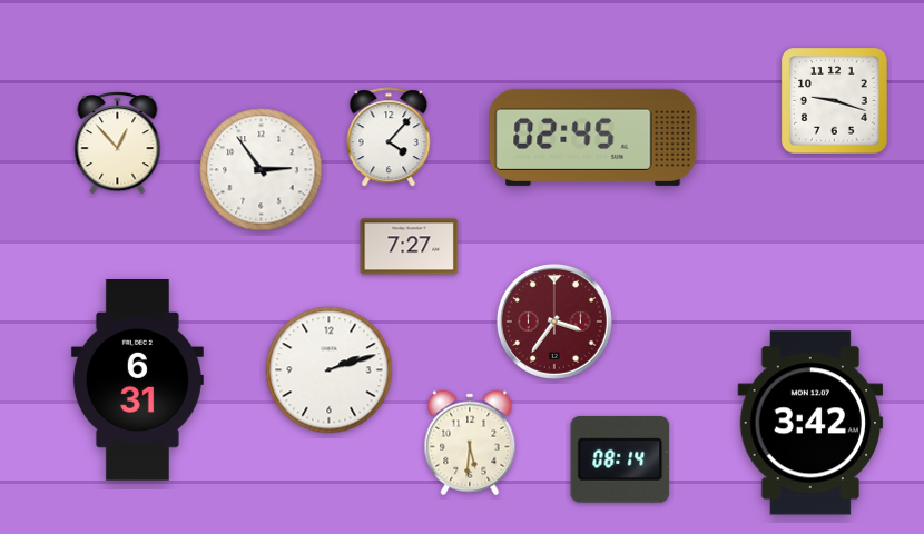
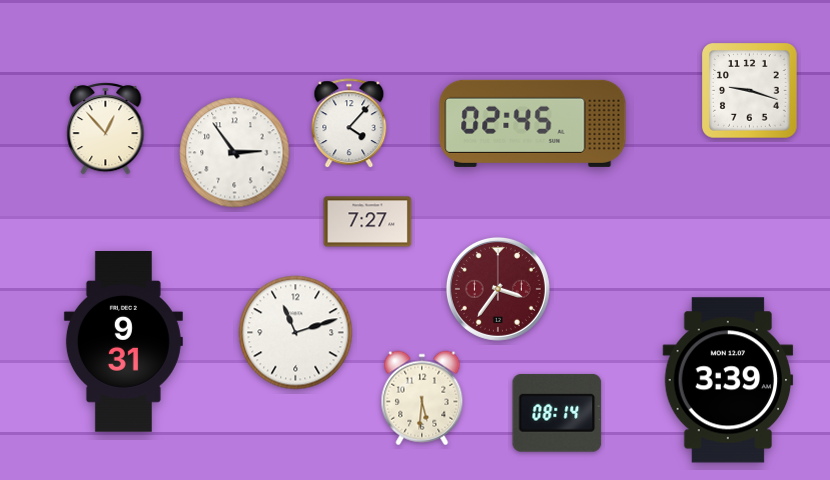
clock at (330, 370): 2:12 -> 11:12
clock at (137, 380): 6:31 -> 9:31
clock at (810, 423): 3:42 -> 3:39
